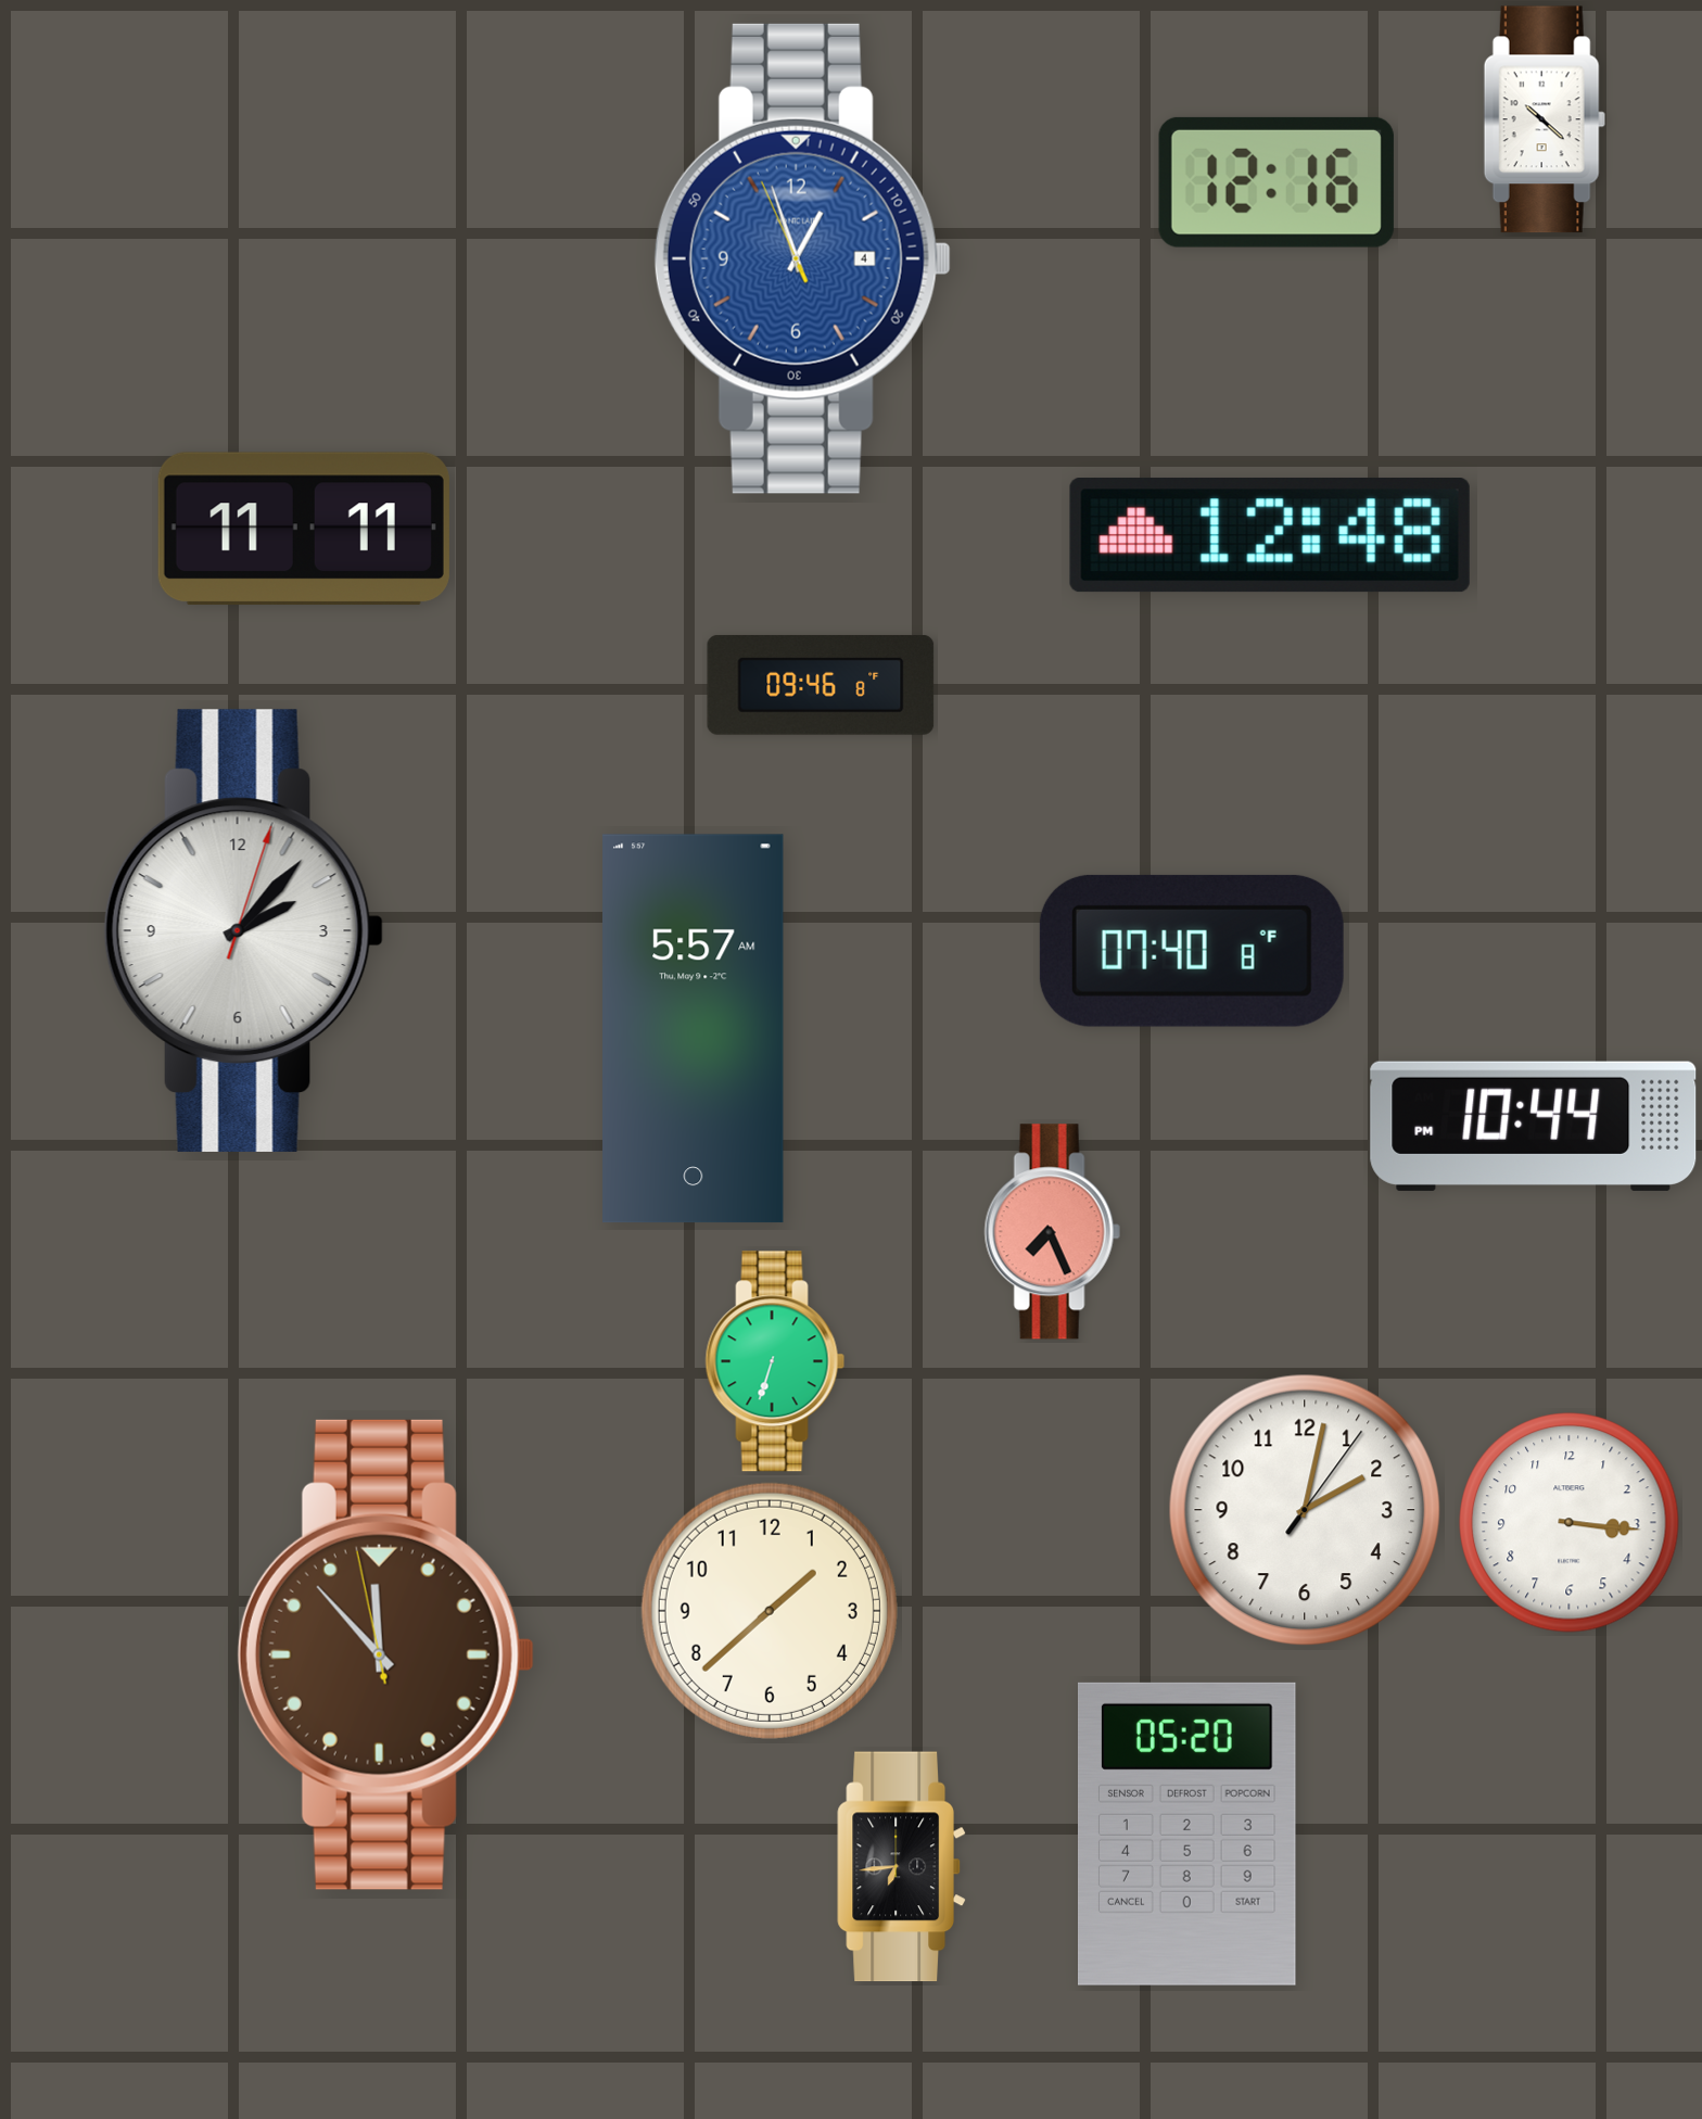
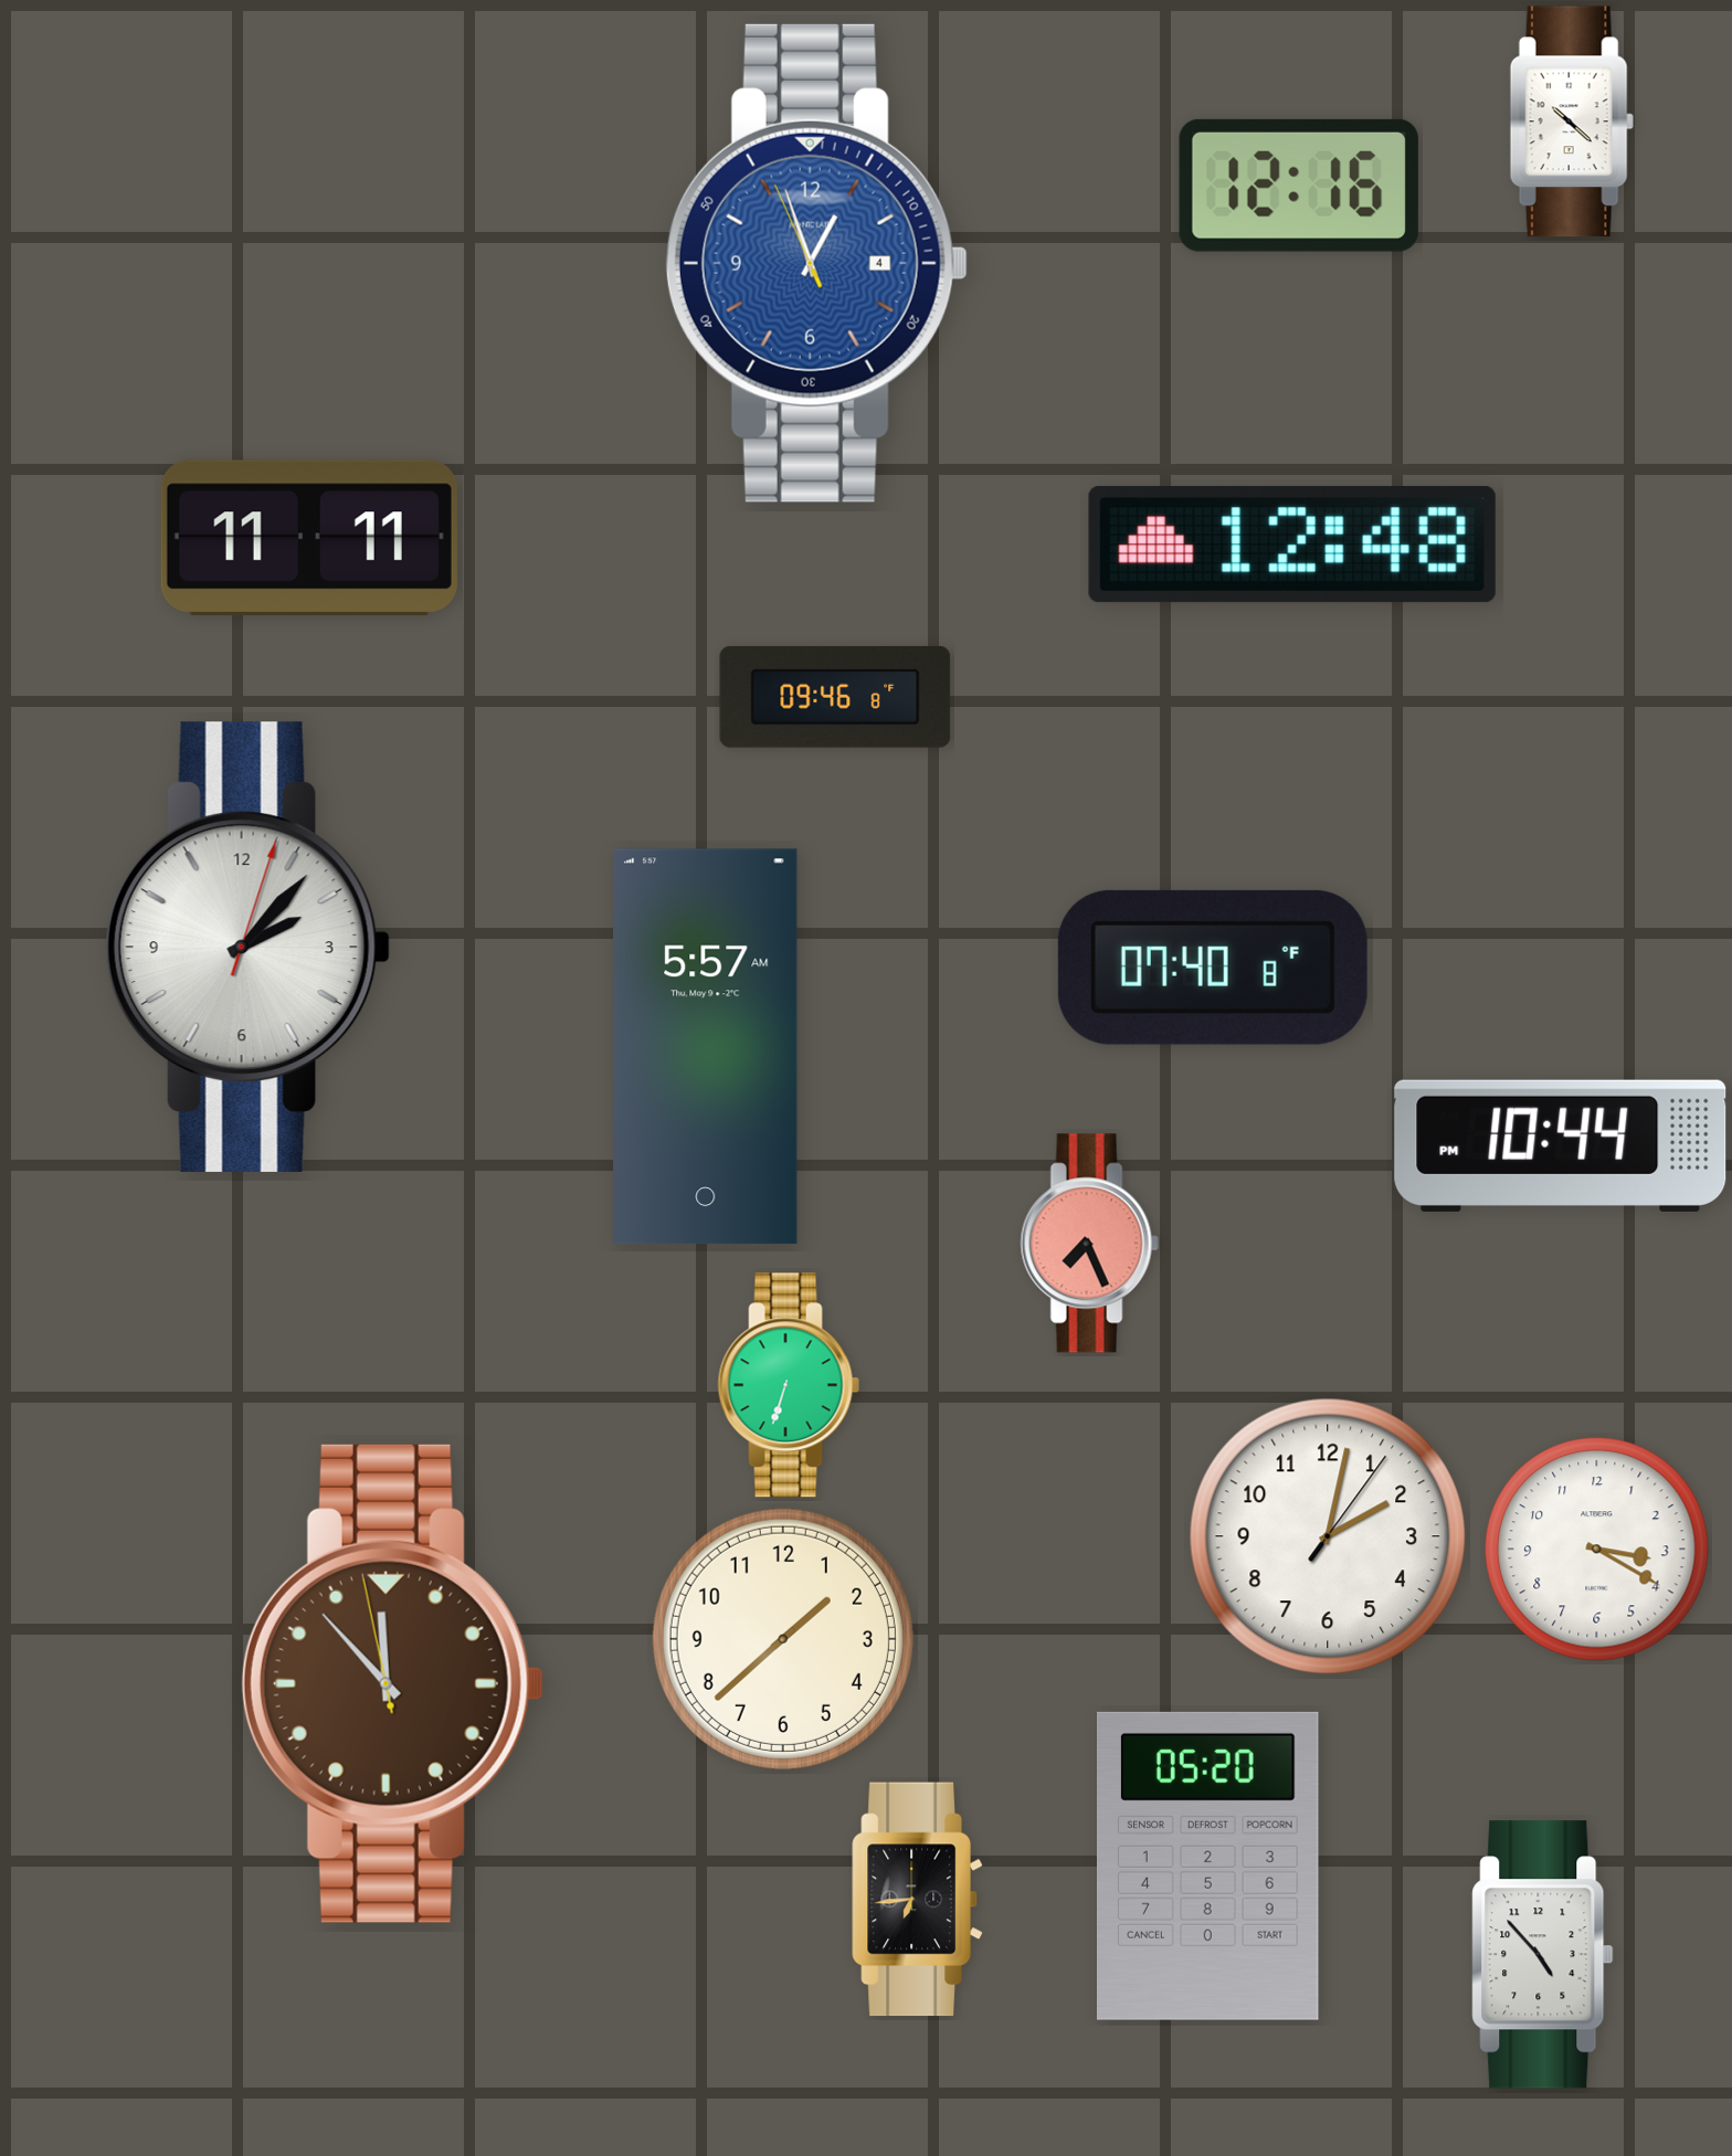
clock at (1052, 1232) position: (1052, 1232) -> (1089, 1244)
clock at (1570, 1523): 3:16 -> 3:20
clock at (1543, 1955): none -> 4:53
